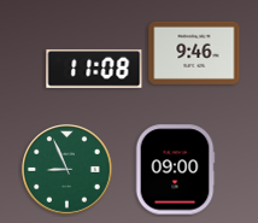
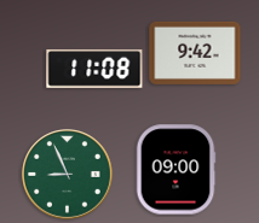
clock at (194, 53): 9:46 -> 9:42
clock at (68, 170) position: (68, 170) -> (68, 175)
